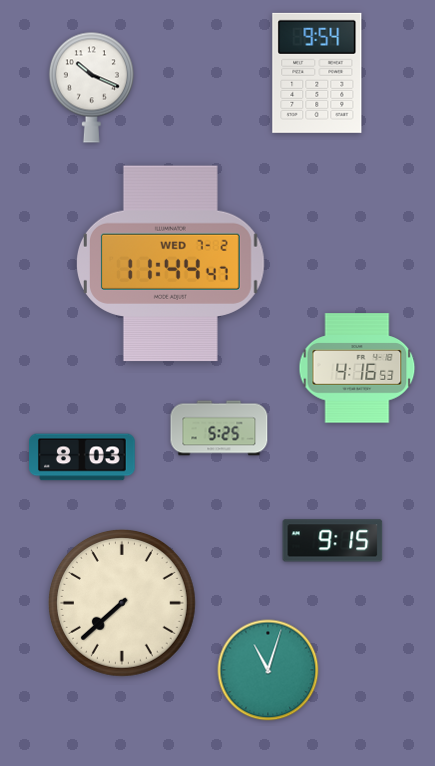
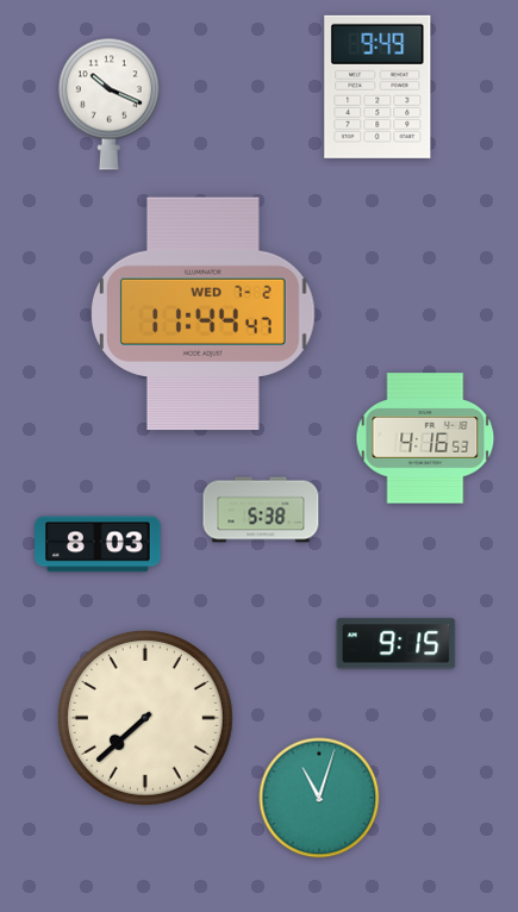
clock at (317, 73): 9:54 -> 9:49
clock at (219, 428): 5:25 -> 5:38
